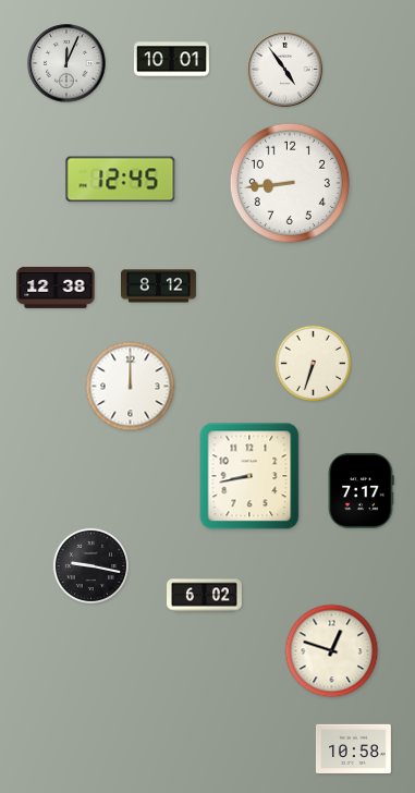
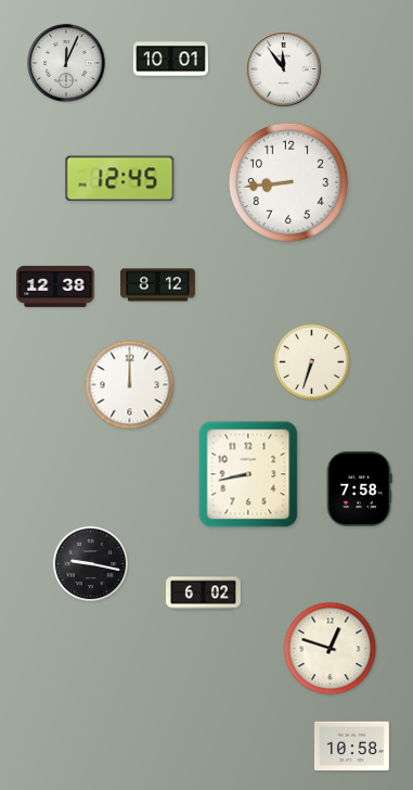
clock at (285, 70): 4:54 -> 11:54
clock at (361, 490): 7:17 -> 7:58
